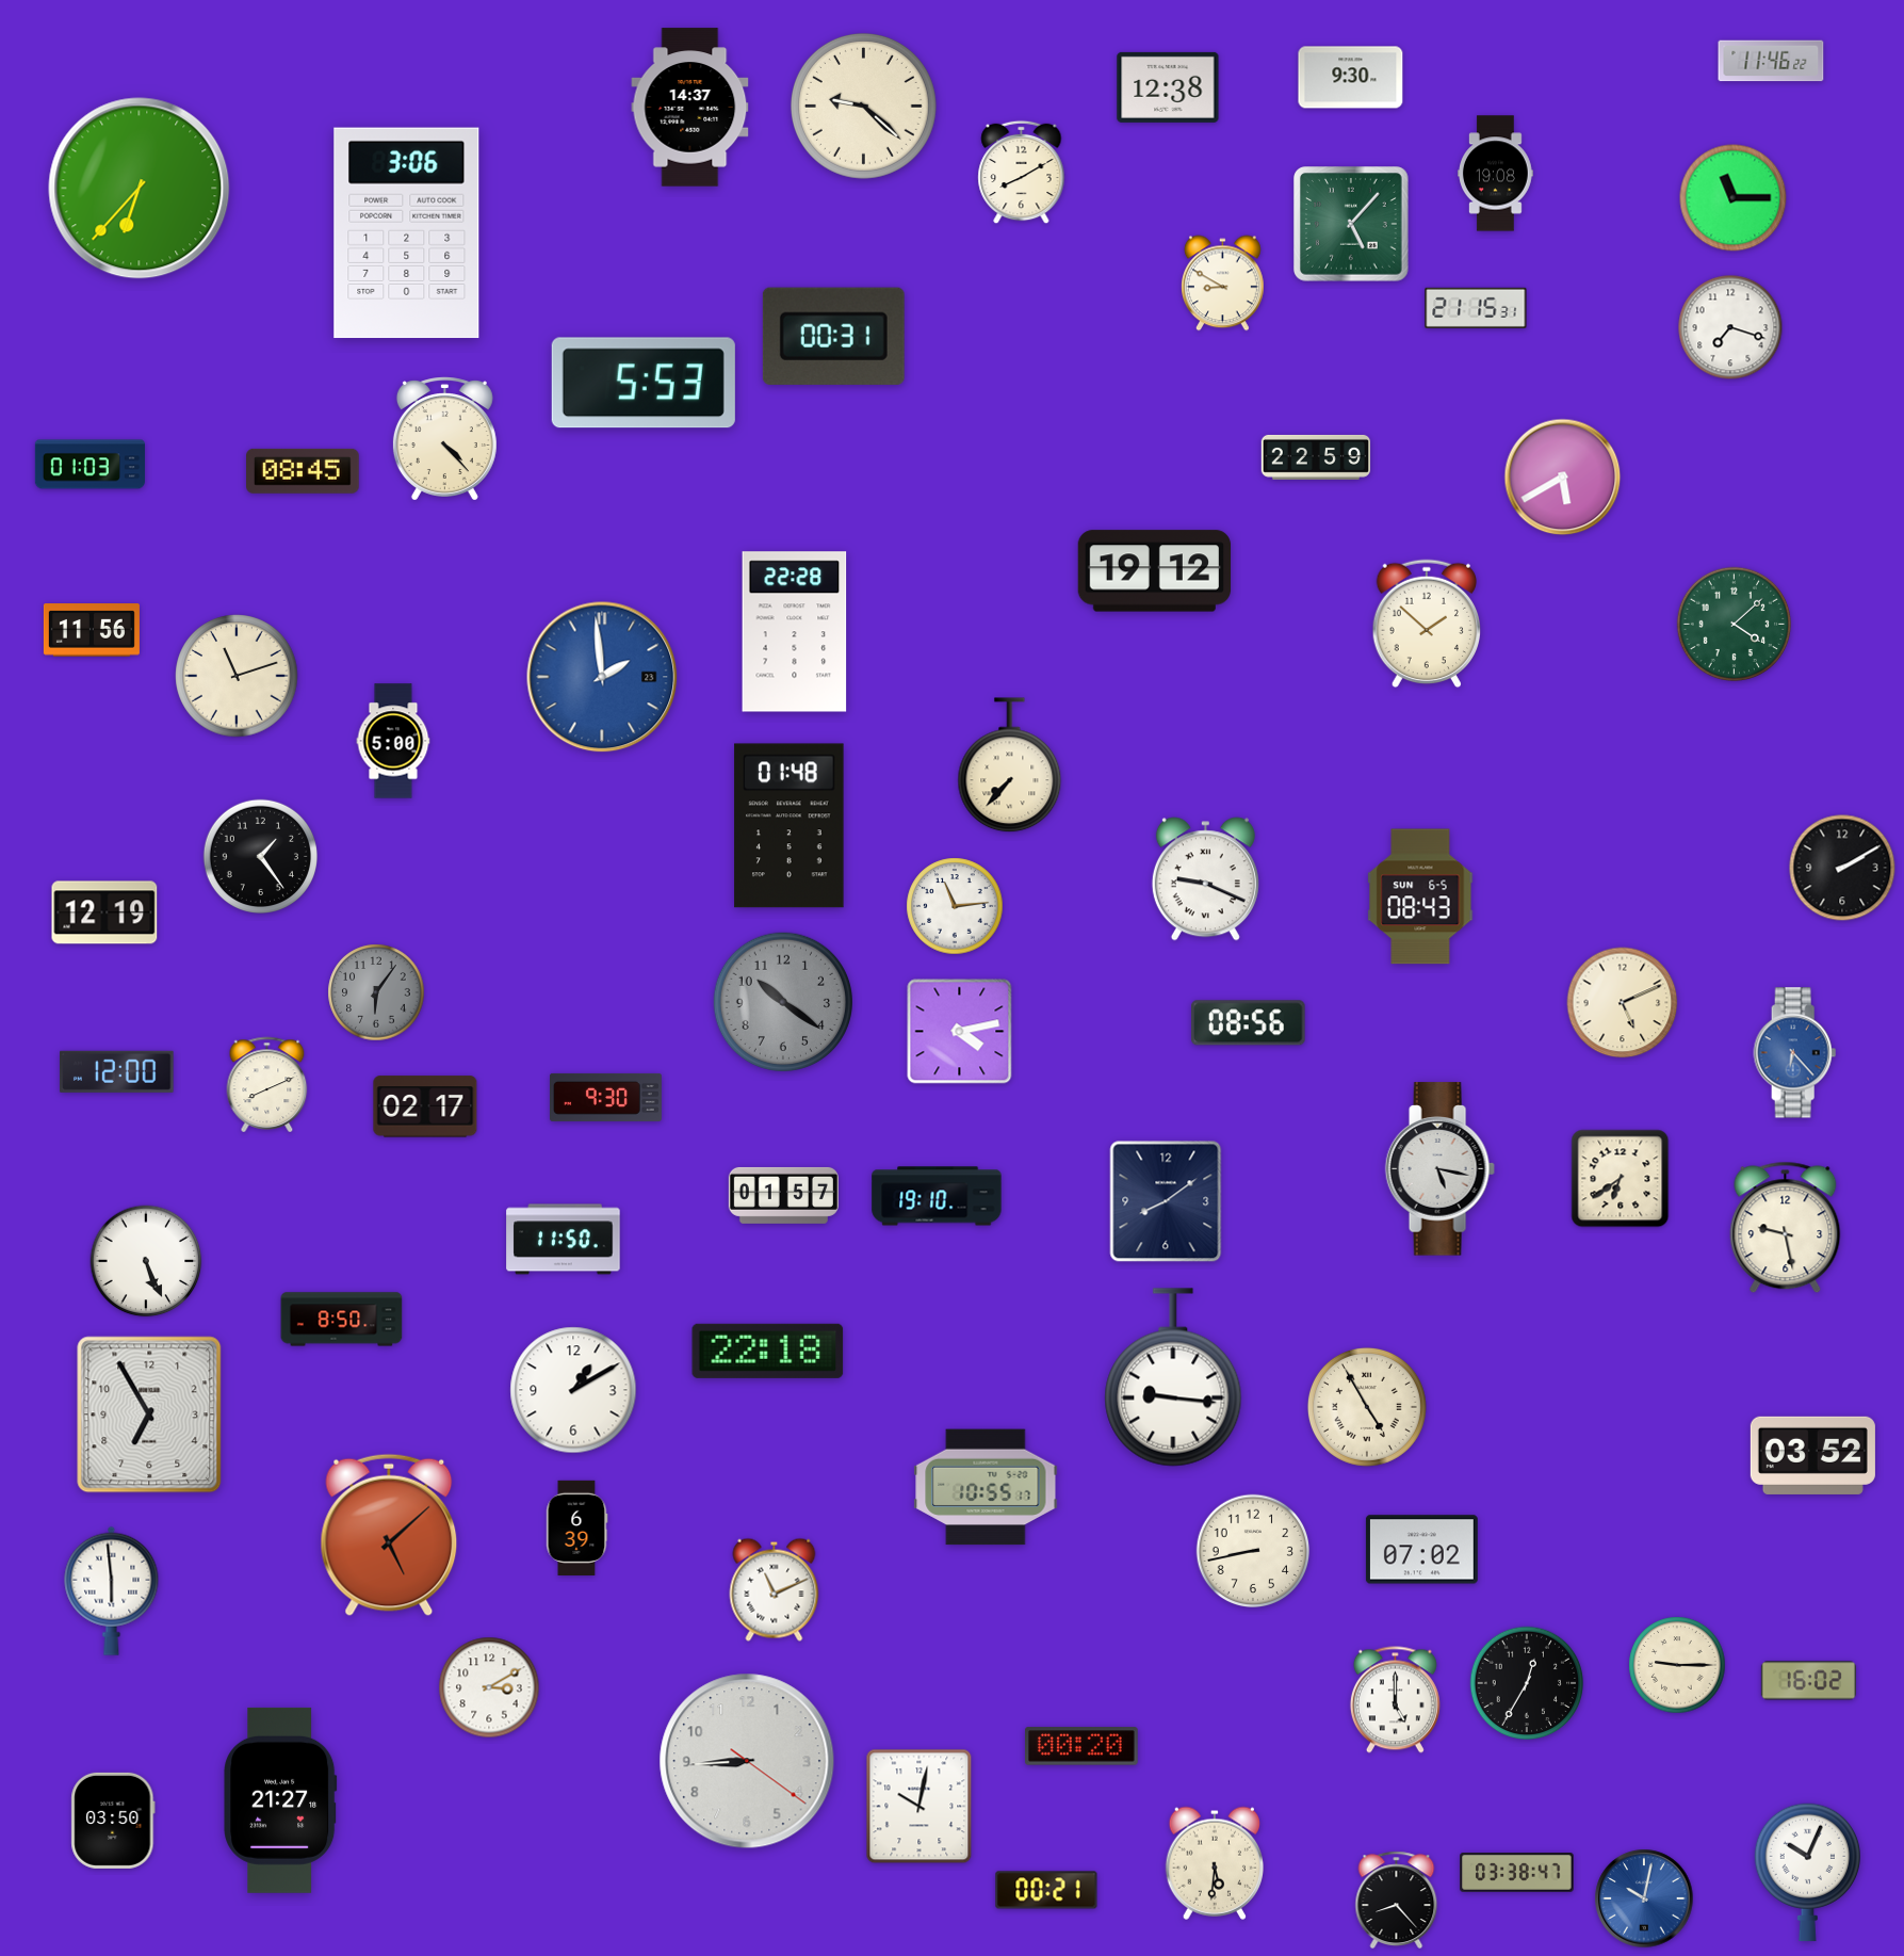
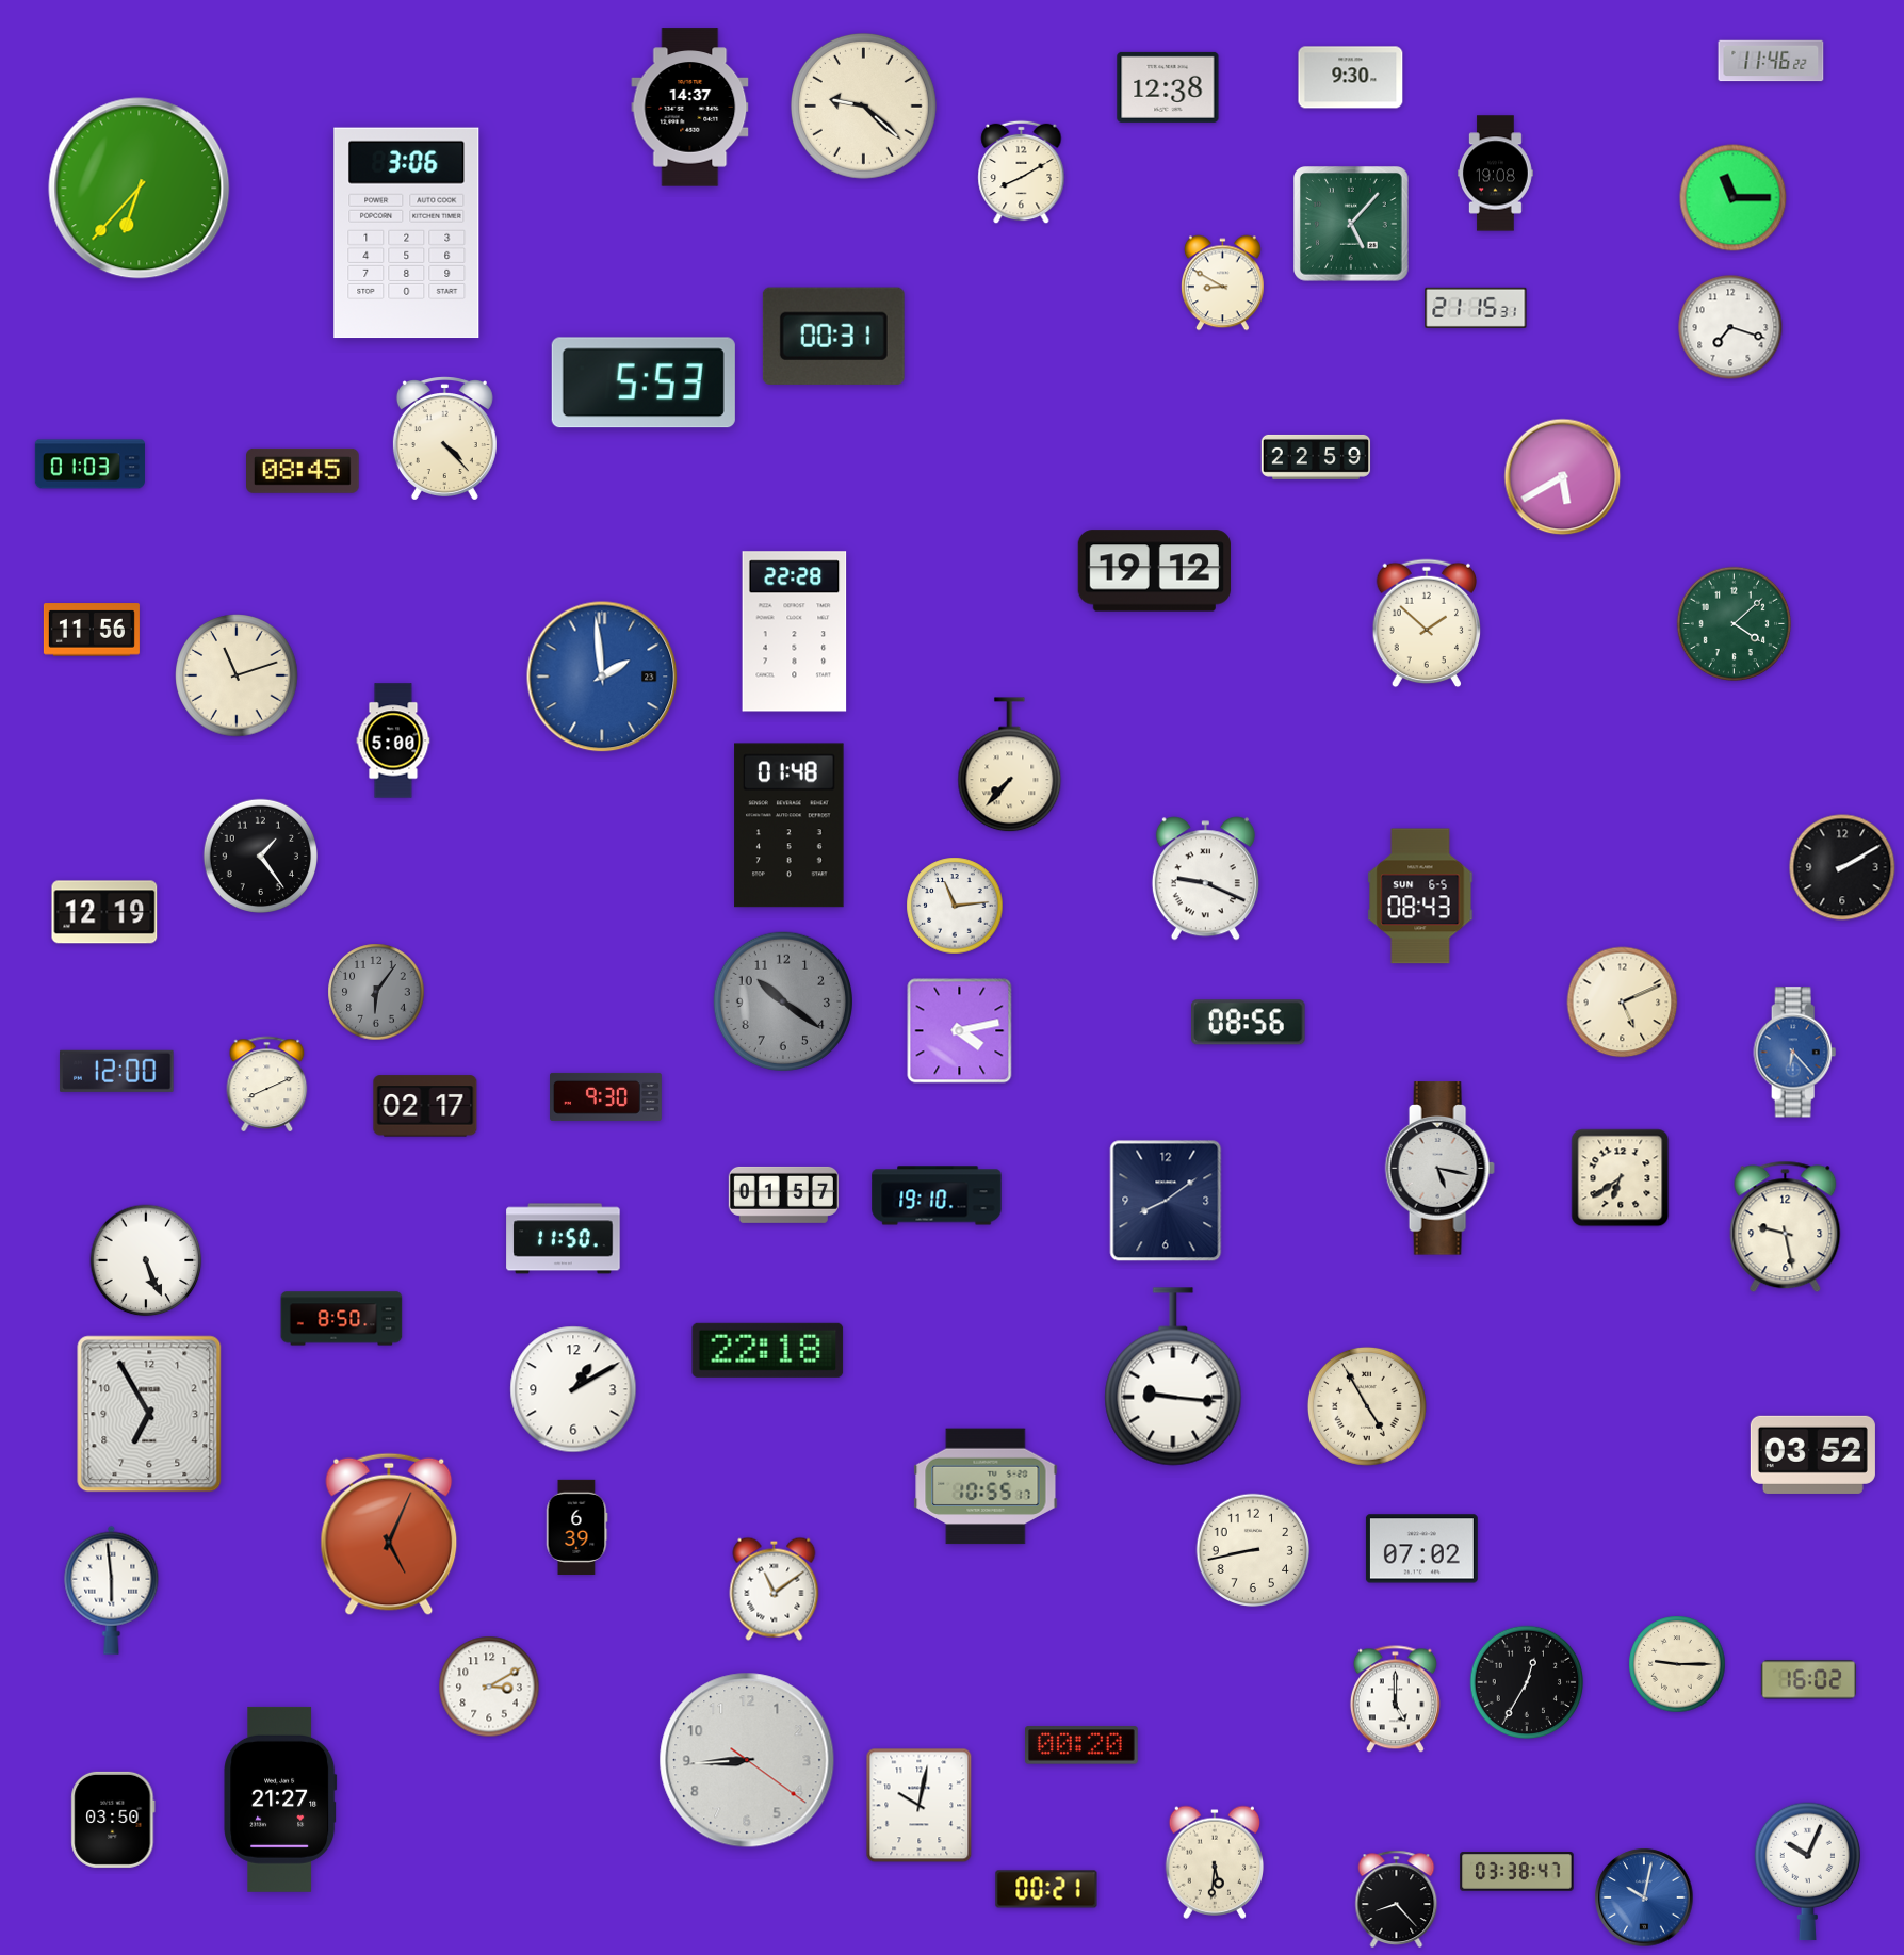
clock at (389, 1535): 5:08 -> 5:04
clock at (775, 1589): 11:11 -> 11:09
